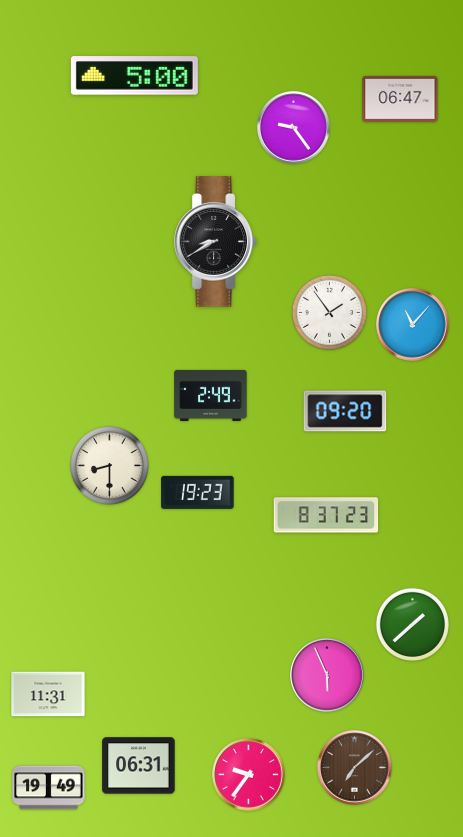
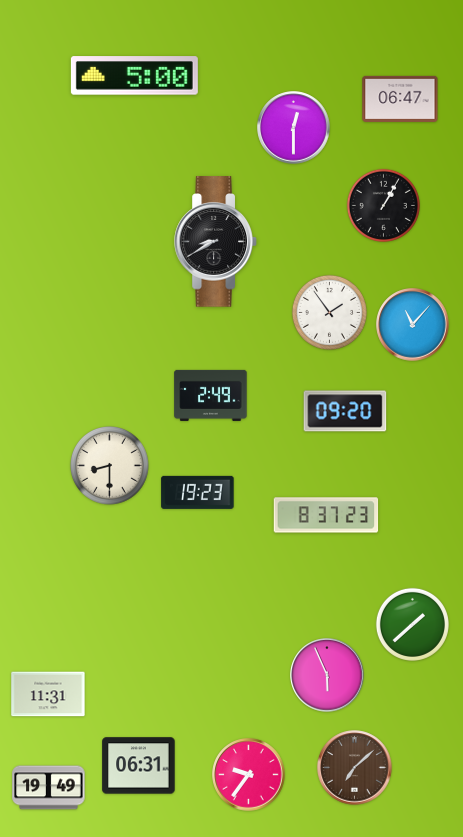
clock at (294, 128): 9:24 -> 12:30
clock at (383, 205): none -> 1:05
